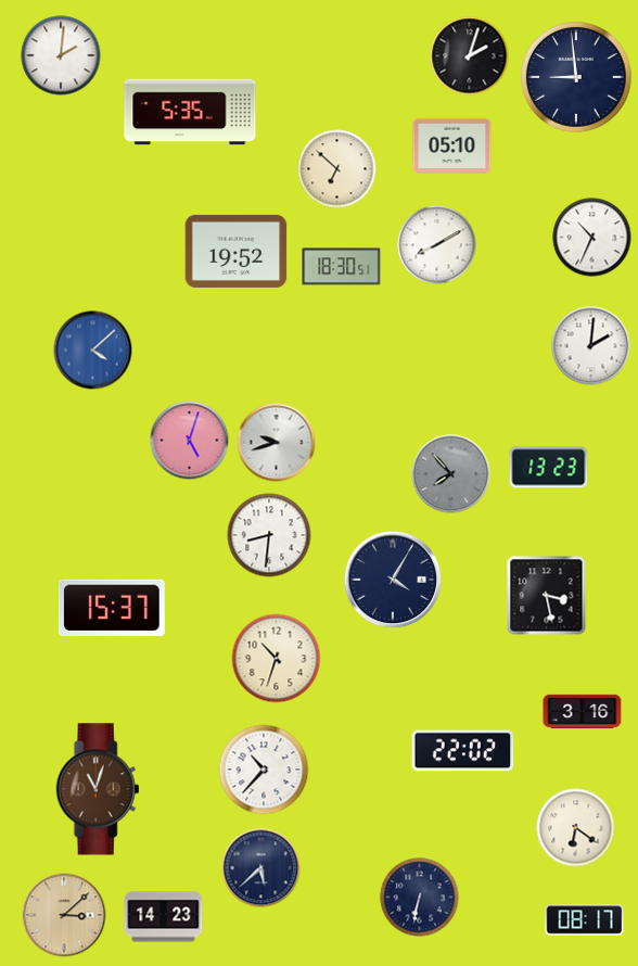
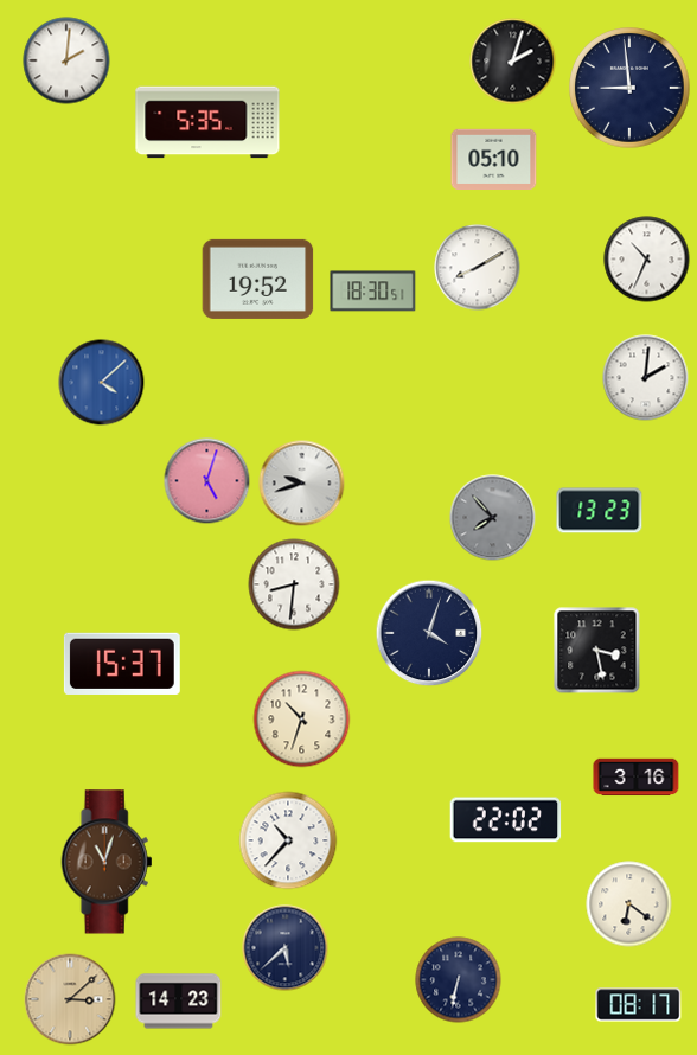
clock at (577, 78) position: (577, 78) -> (631, 89)
clock at (337, 169): 6:52 -> none
clock at (237, 251) position: (237, 251) -> (258, 279)
clock at (393, 580): 4:05 -> 4:03
